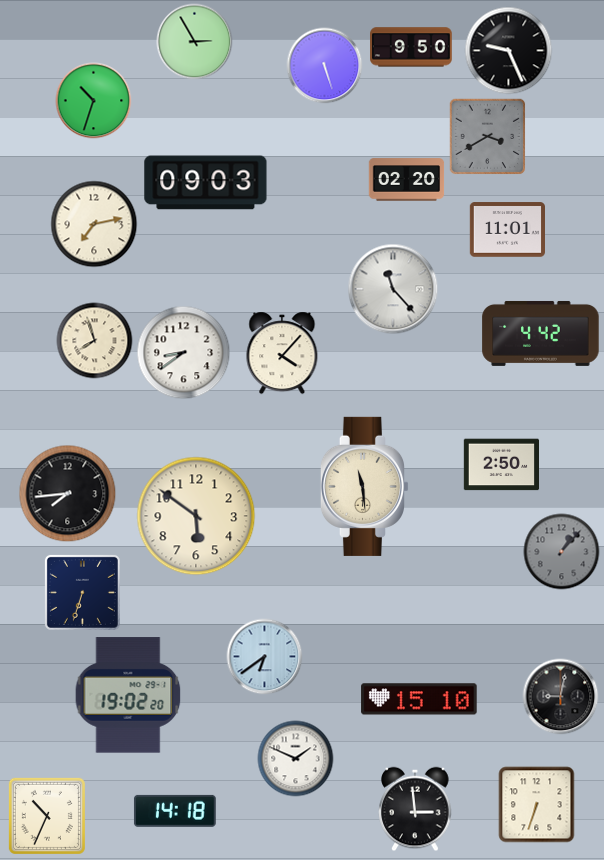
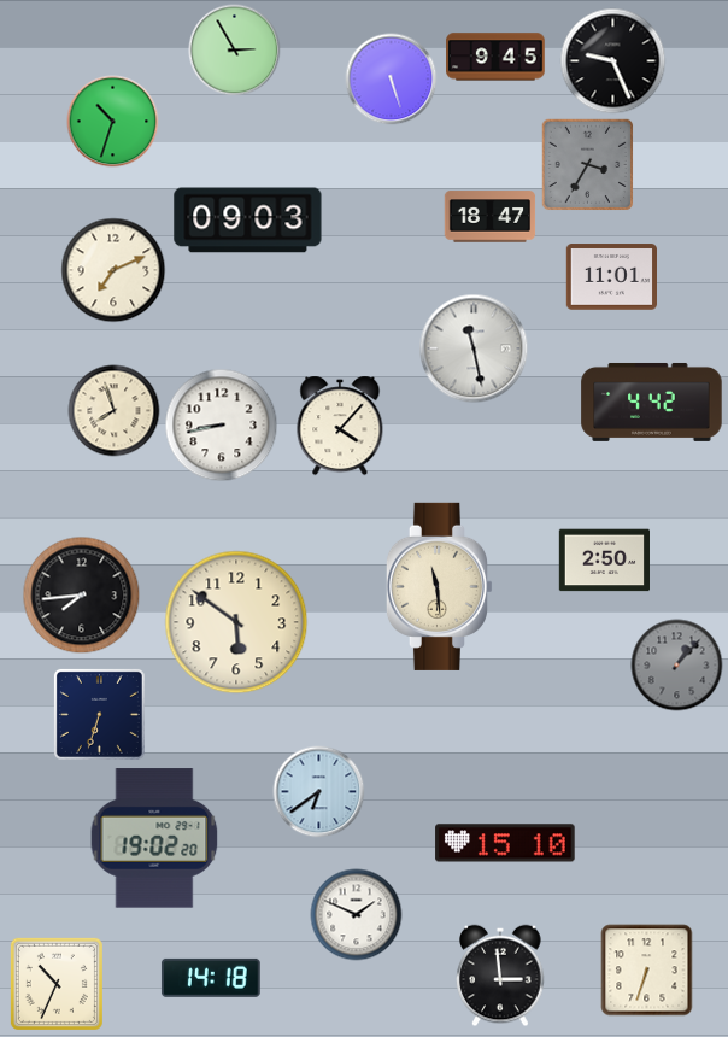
clock at (411, 47): 9:50 -> 9:45
clock at (488, 137): 3:40 -> 3:35
clock at (407, 180): 02:20 -> 18:47
clock at (94, 224): 7:13 -> 7:11
clock at (393, 289): 11:23 -> 11:28
clock at (184, 353): 8:39 -> 8:43
clock at (561, 697): 9:02 -> none
